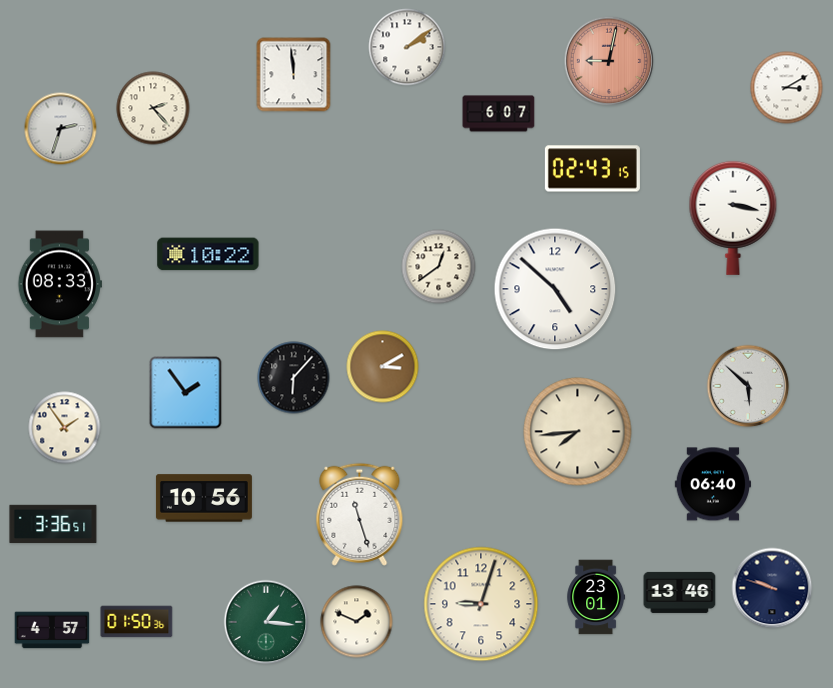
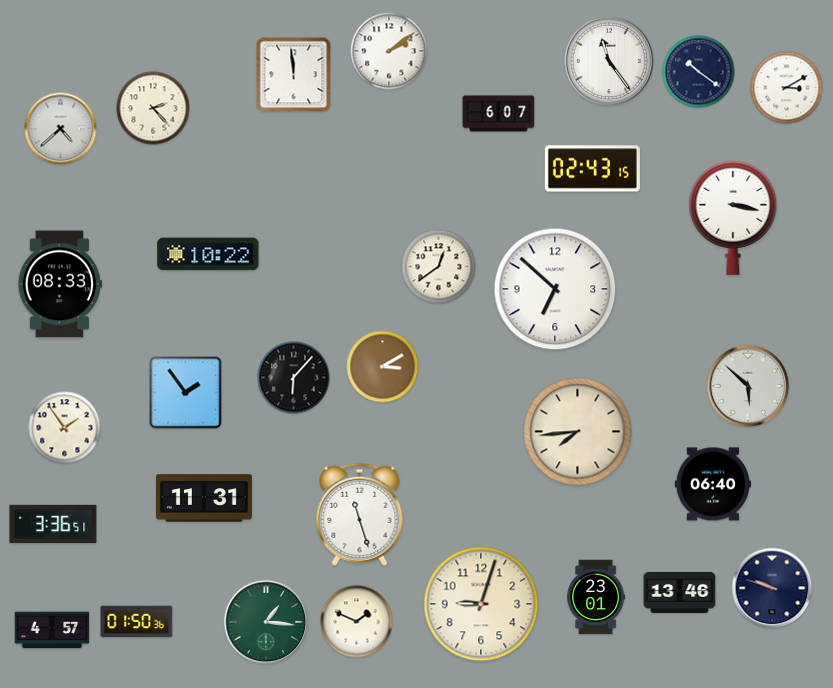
clock at (407, 47) position: (407, 47) -> (389, 51)
clock at (609, 61): 9:02 -> 11:24
clock at (609, 61) dial: salmon -> white
clock at (699, 72): none -> 10:21
clock at (61, 129): 2:33 -> 4:38
clock at (555, 289): 4:52 -> 6:52
clock at (204, 498): 10:56 -> 11:31
